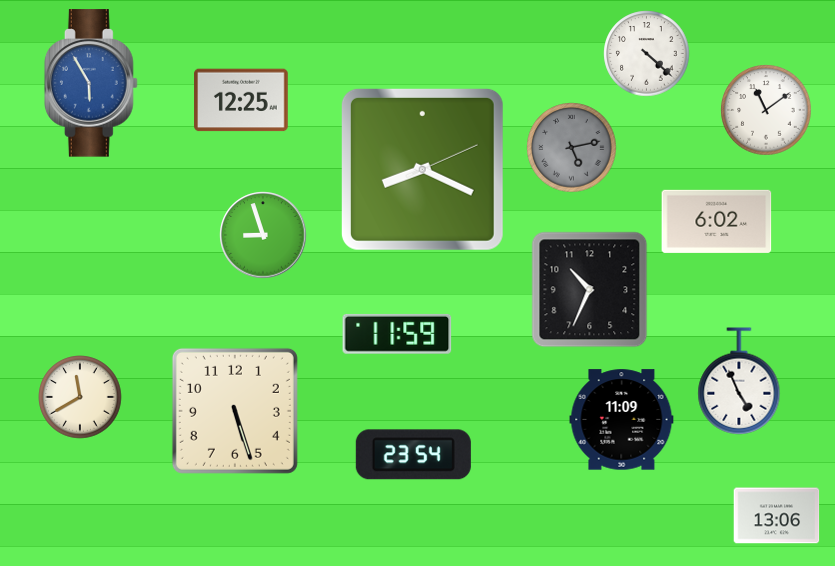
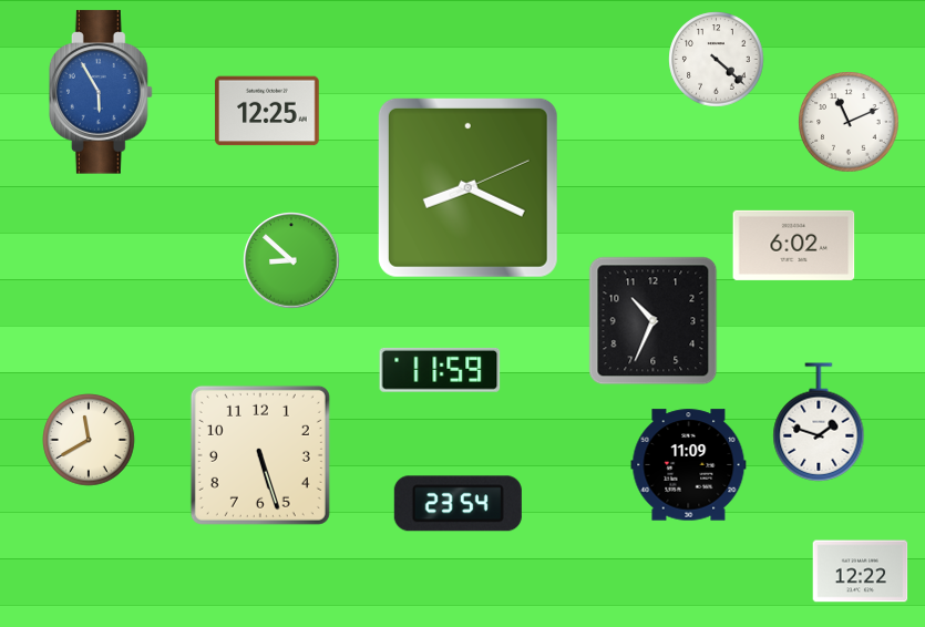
clock at (766, 110): 11:09 -> 11:11
clock at (572, 148): 5:13 -> none
clock at (263, 235): 8:57 -> 8:52
clock at (739, 381): 4:56 -> 1:48
clock at (777, 516): 13:06 -> 12:22
